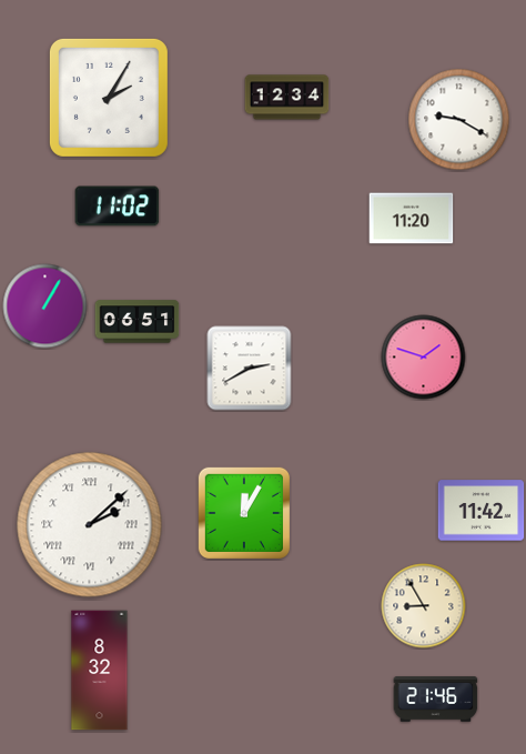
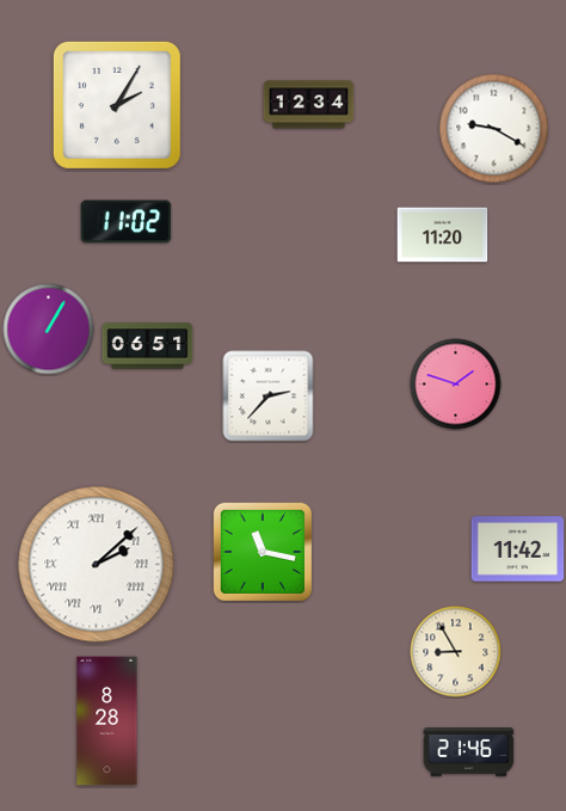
clock at (250, 369): 2:40 -> 2:37
clock at (244, 513): 12:05 -> 11:17
clock at (100, 671): 8:32 -> 8:28
